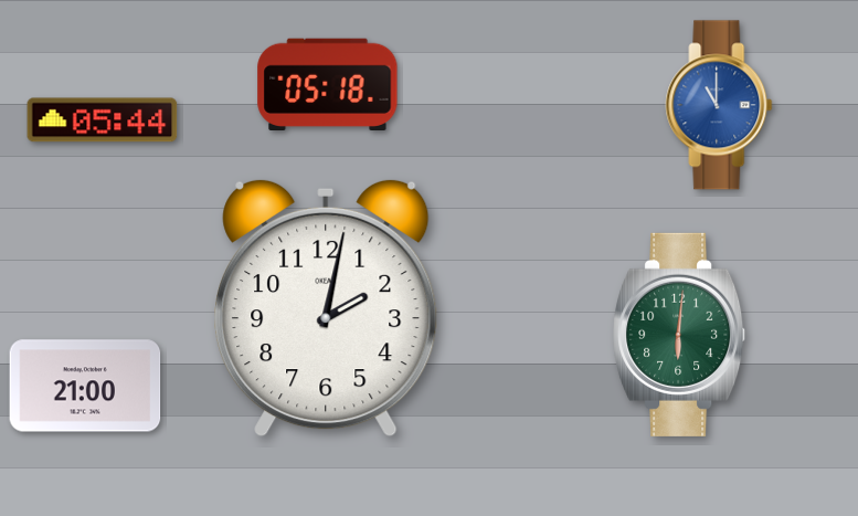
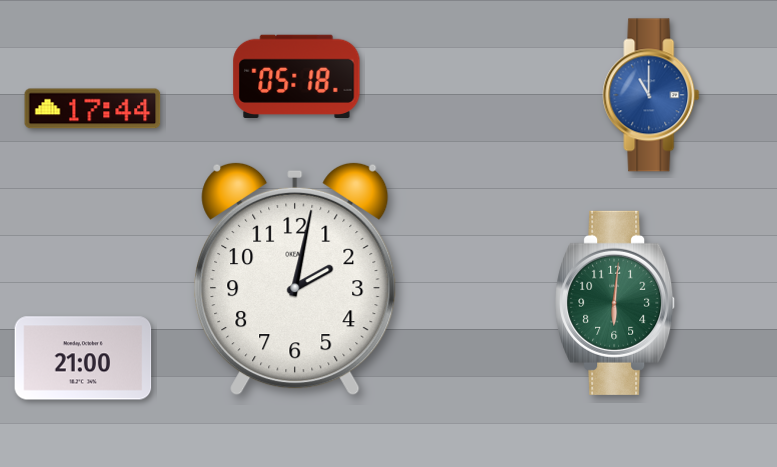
clock at (103, 120): 05:44 -> 17:44
clock at (85, 386) position: (85, 386) -> (83, 358)
